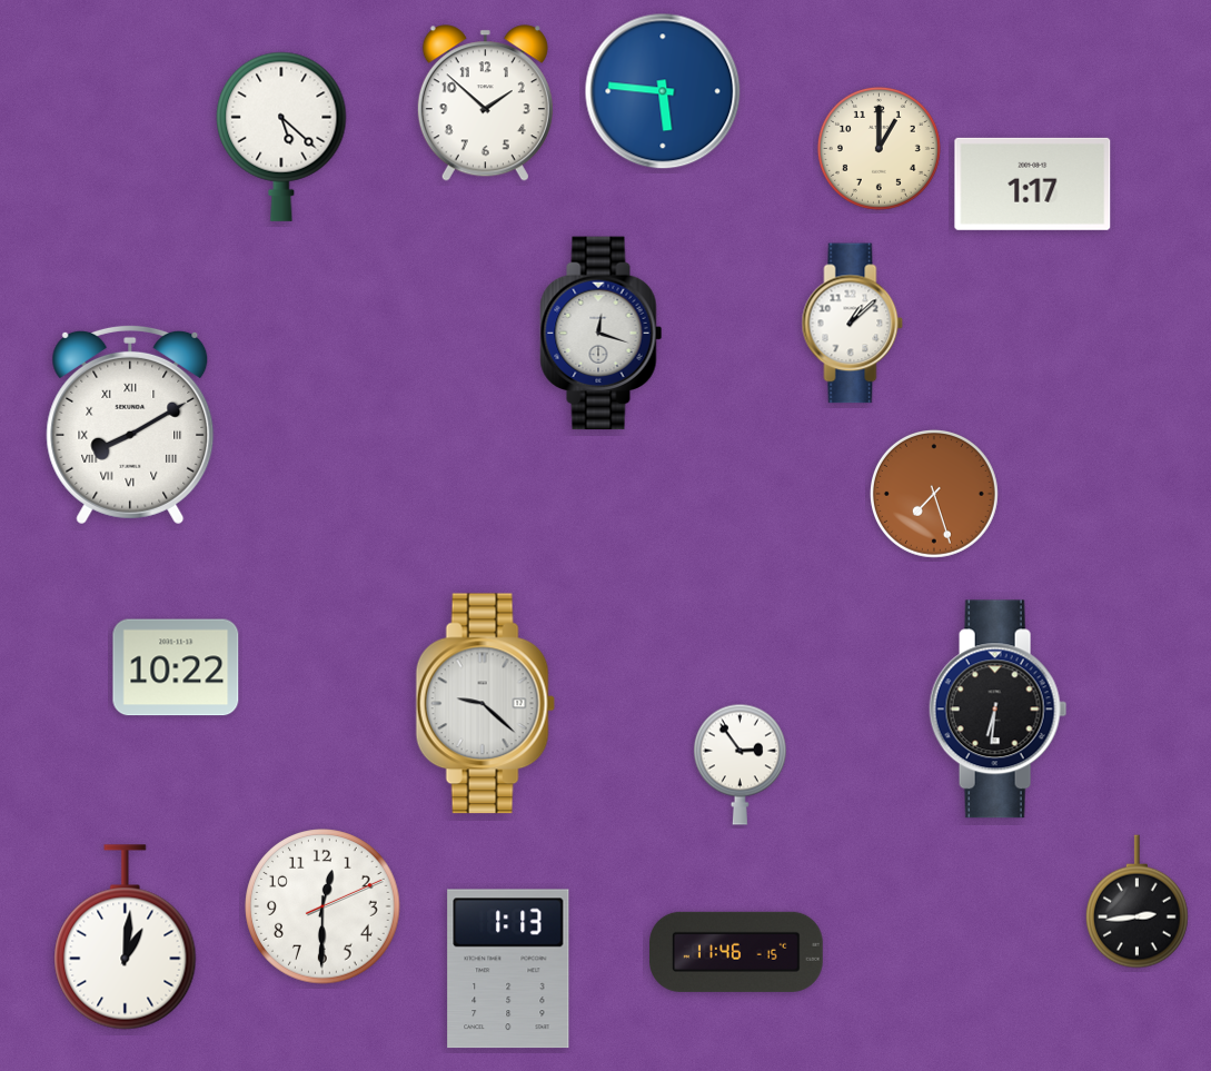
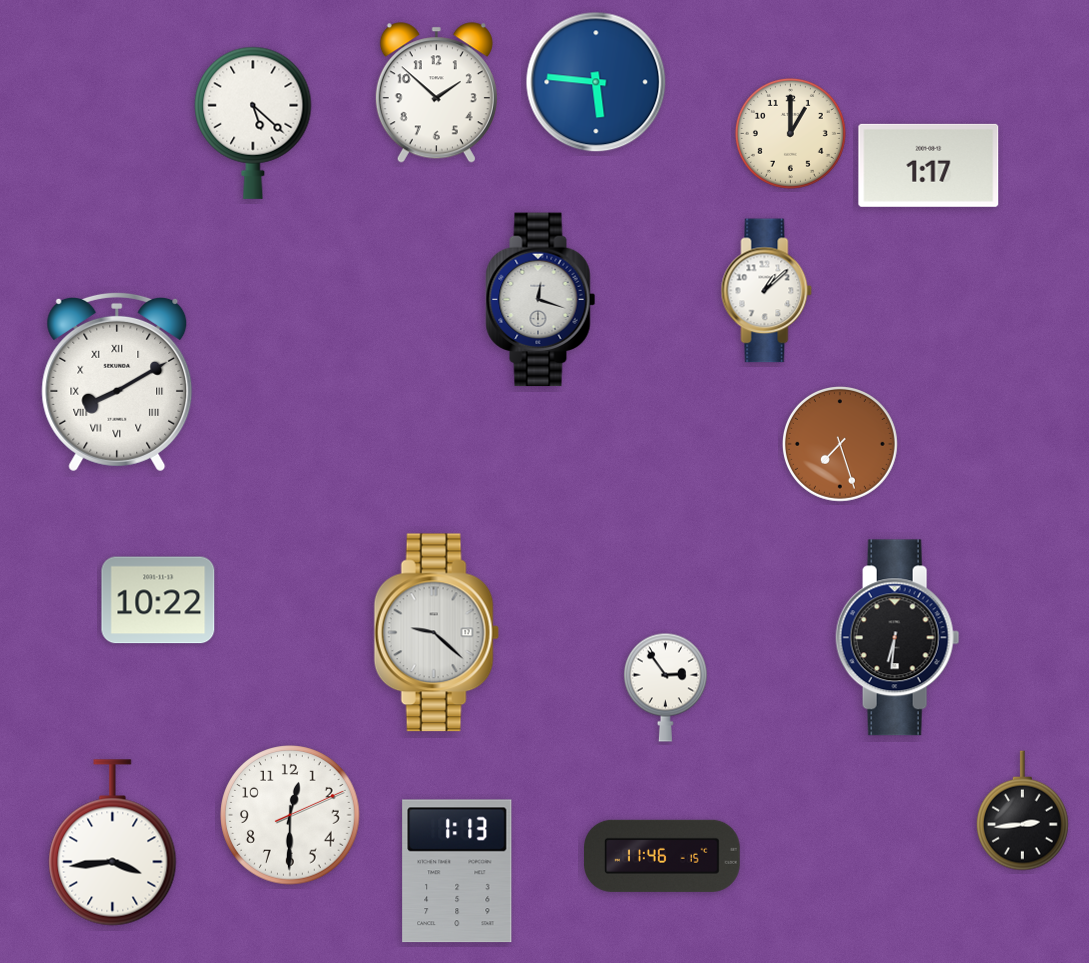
clock at (126, 938): 1:01 -> 3:44
